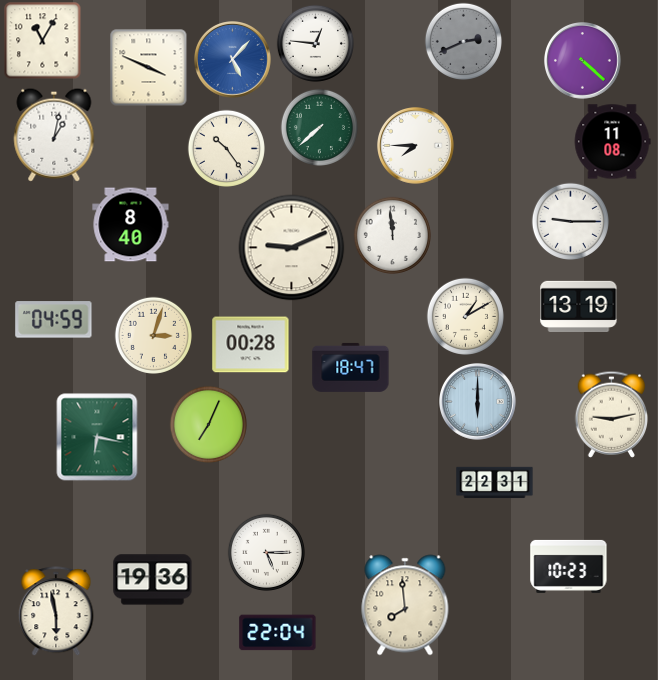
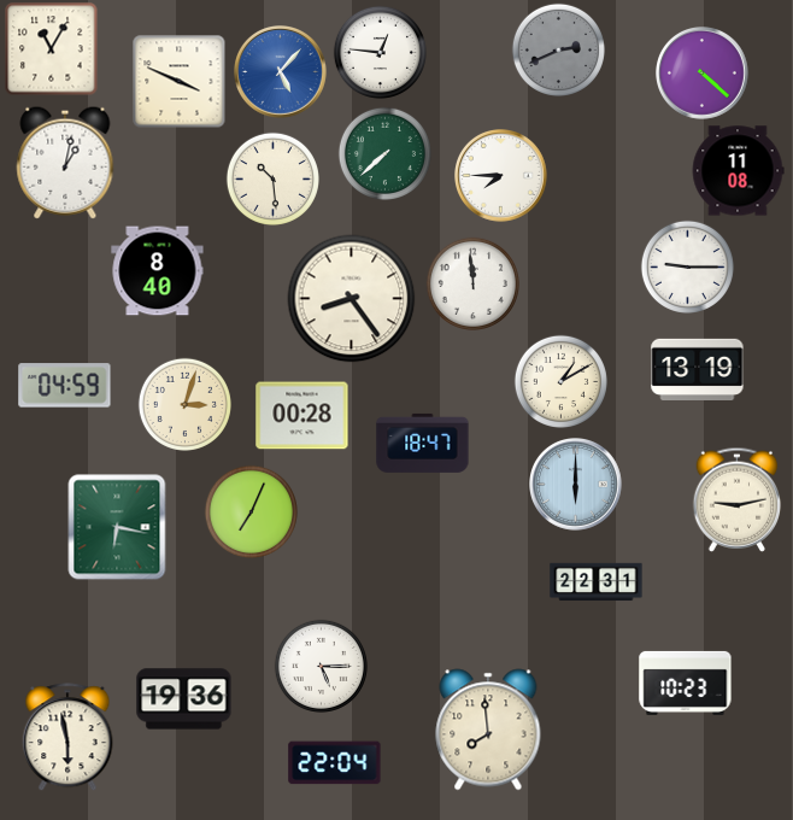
clock at (226, 148): 10:24 -> 10:29
clock at (292, 248): 9:11 -> 8:24
